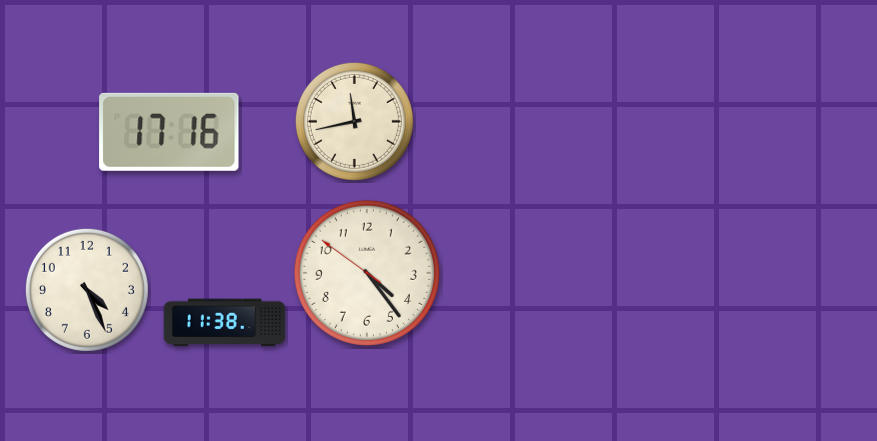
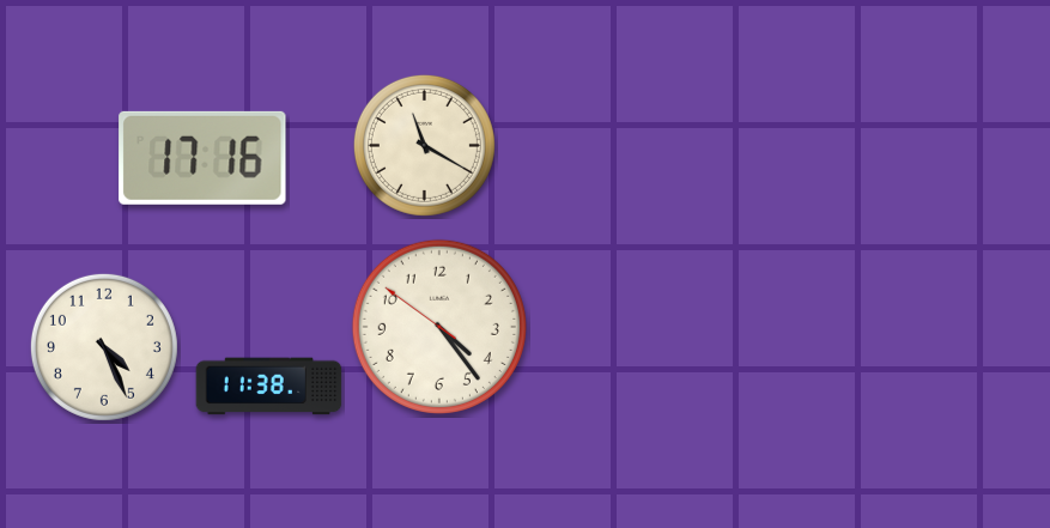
clock at (354, 121): 11:43 -> 11:20
